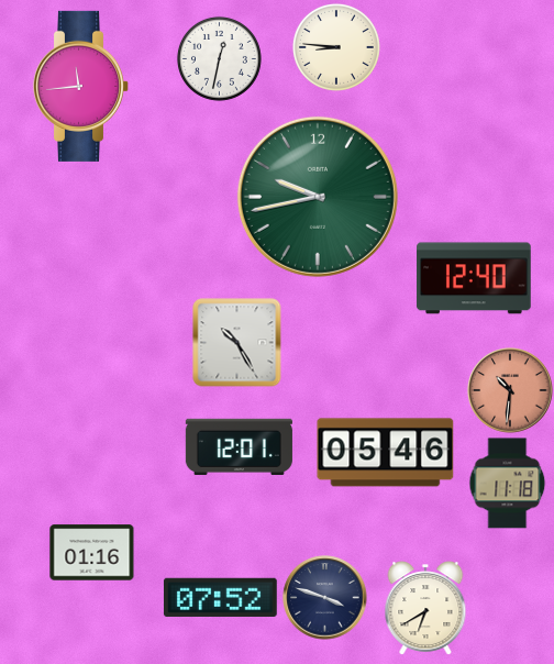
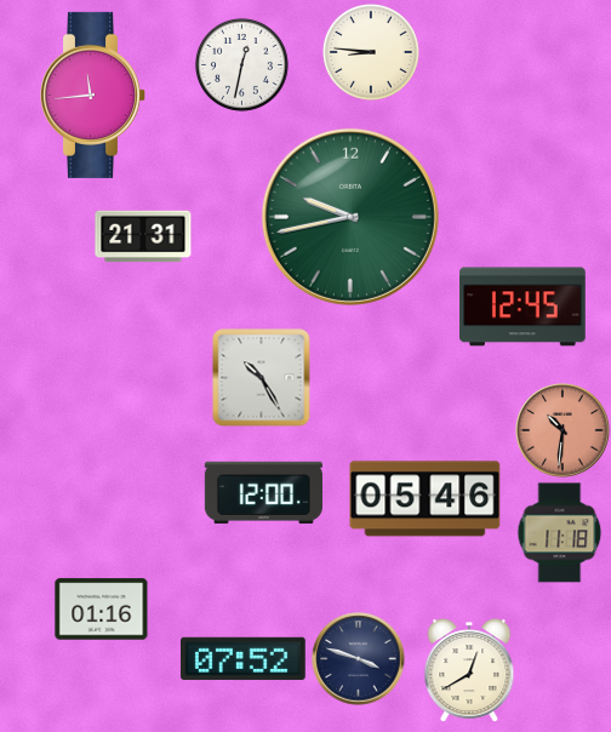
clock at (80, 86) position: (80, 86) -> (92, 95)
clock at (143, 236): none -> 21:31
clock at (474, 278): 12:40 -> 12:45
clock at (239, 446): 12:01 -> 12:00
clock at (425, 608): 6:40 -> 12:40
